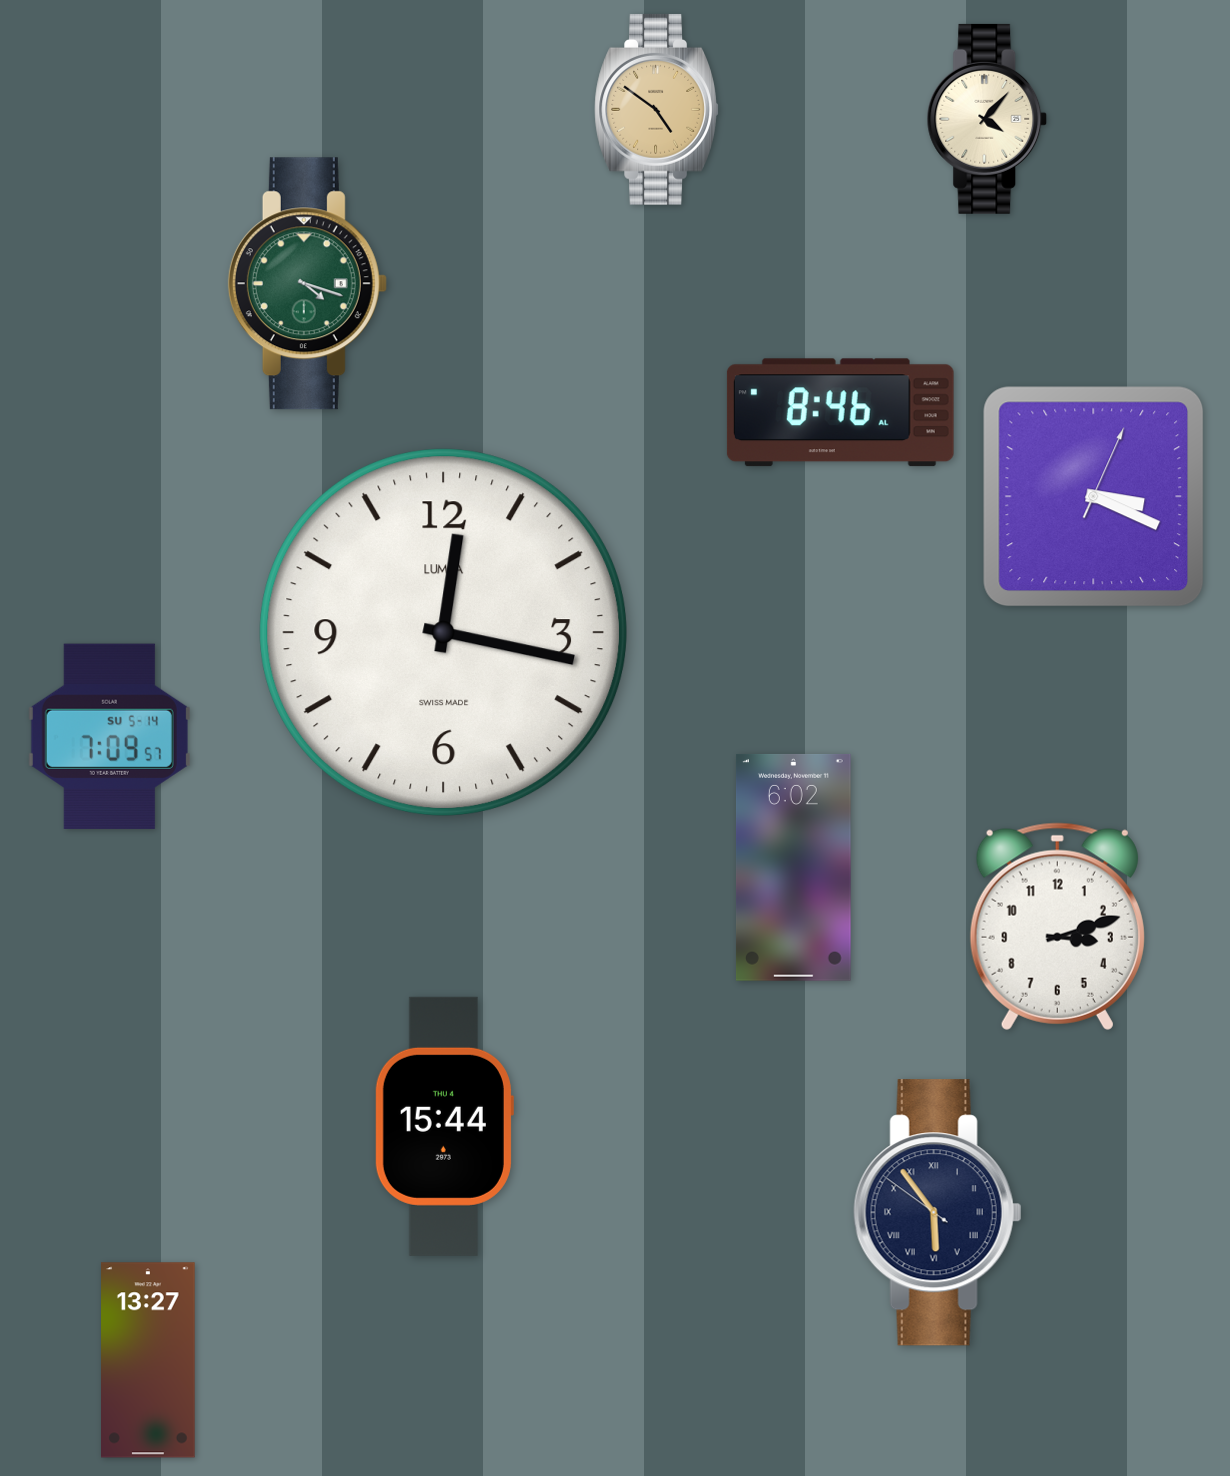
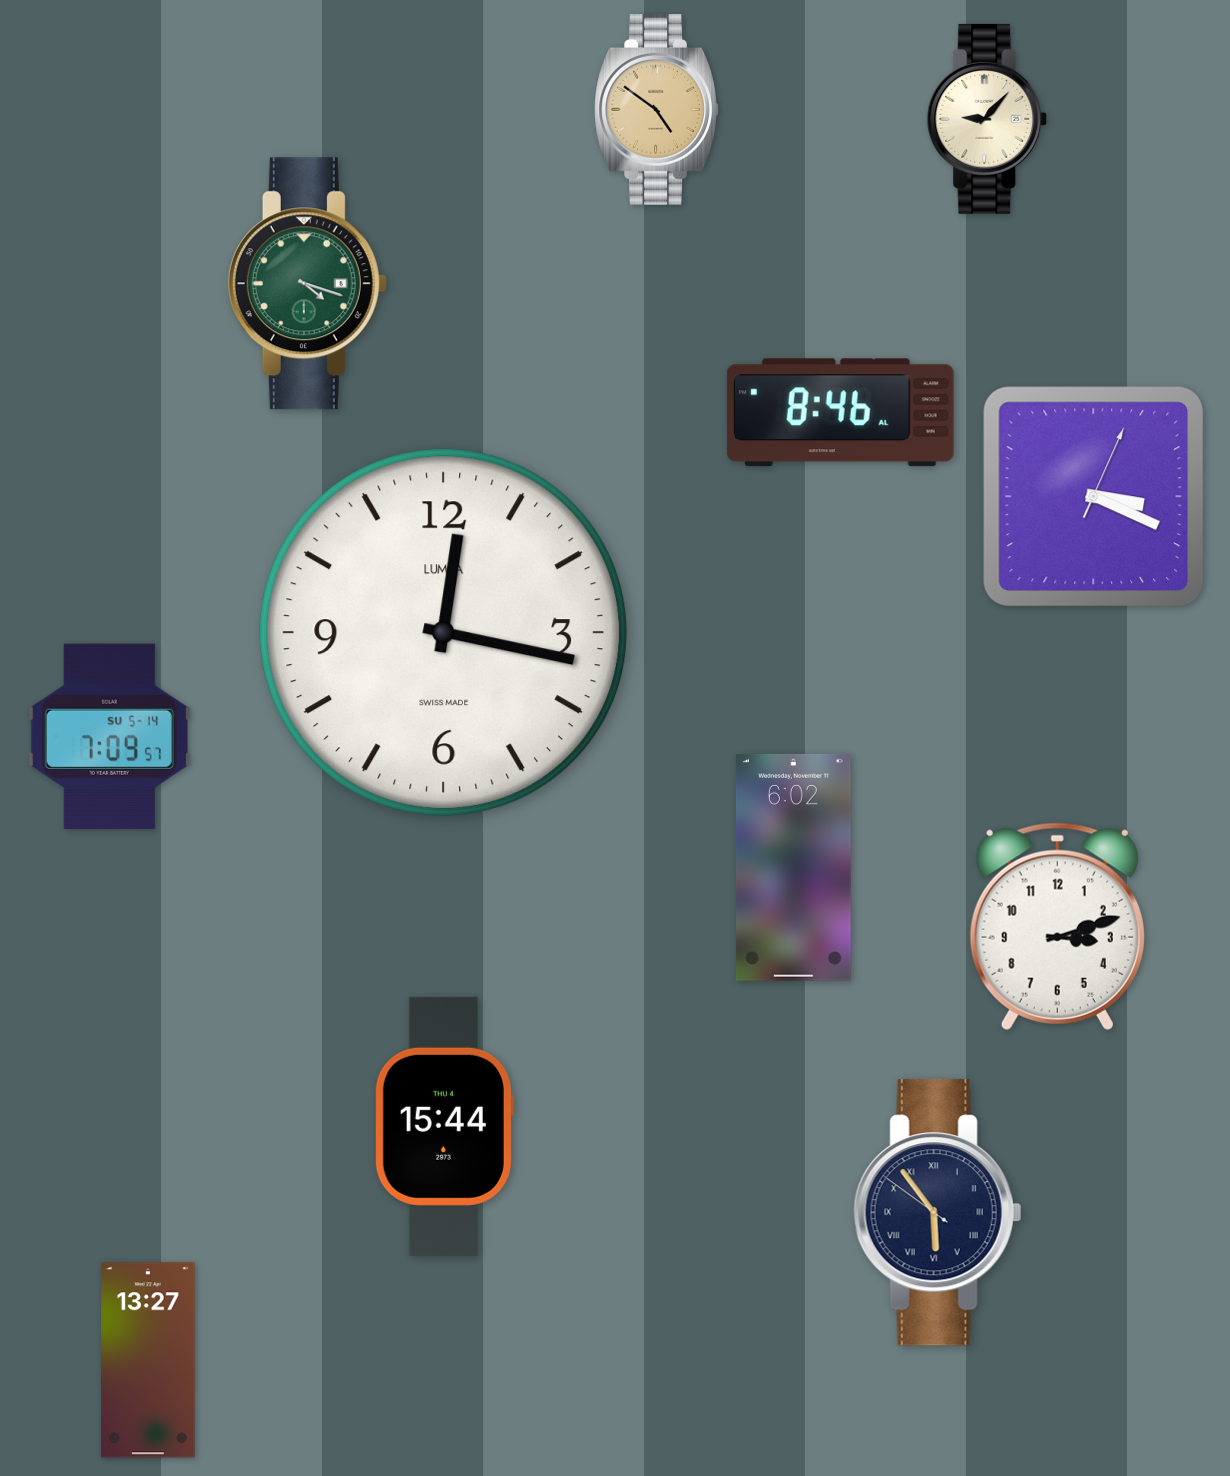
clock at (987, 119): 4:07 -> 9:07
